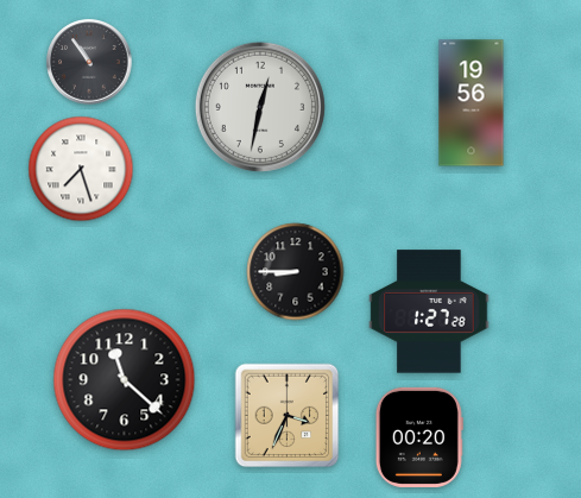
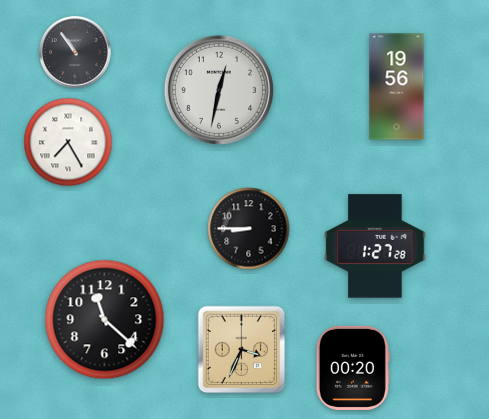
clock at (81, 169): 7:27 -> 7:25
clock at (429, 311) position: (429, 311) -> (375, 246)
